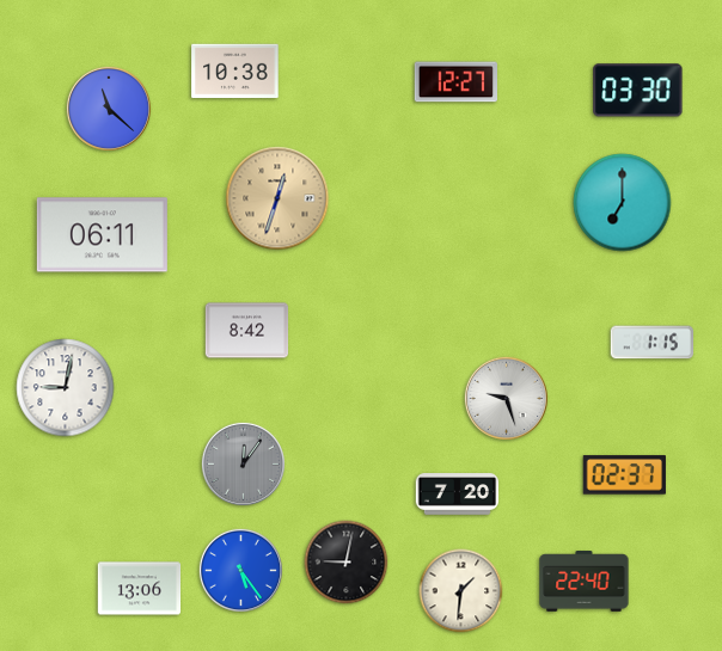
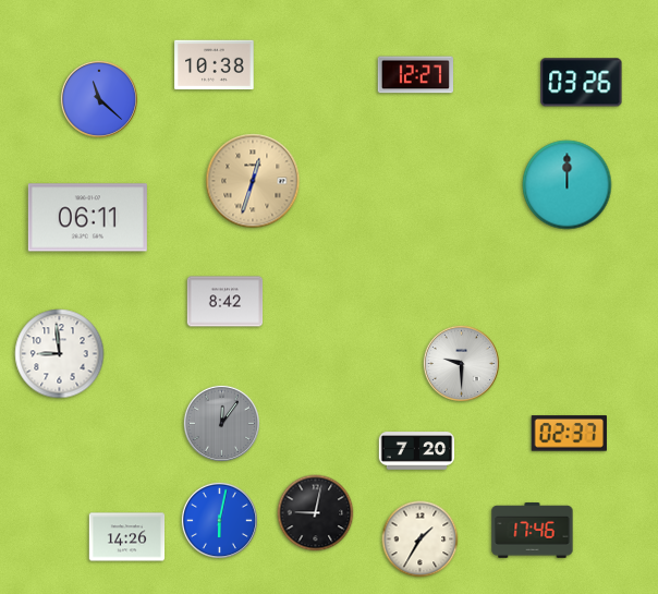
clock at (638, 91): 03:30 -> 03:26
clock at (623, 203): 7:00 -> 12:00
clock at (102, 235) position: (102, 235) -> (87, 218)
clock at (653, 343): 1:15 -> none
clock at (66, 388): 9:02 -> 8:59
clock at (506, 398): 9:27 -> 9:30
clock at (240, 570): 5:24 -> 6:02
clock at (585, 582): 22:40 -> 17:46
clock at (140, 589): 13:06 -> 14:26
clock at (461, 591): 1:31 -> 1:35
